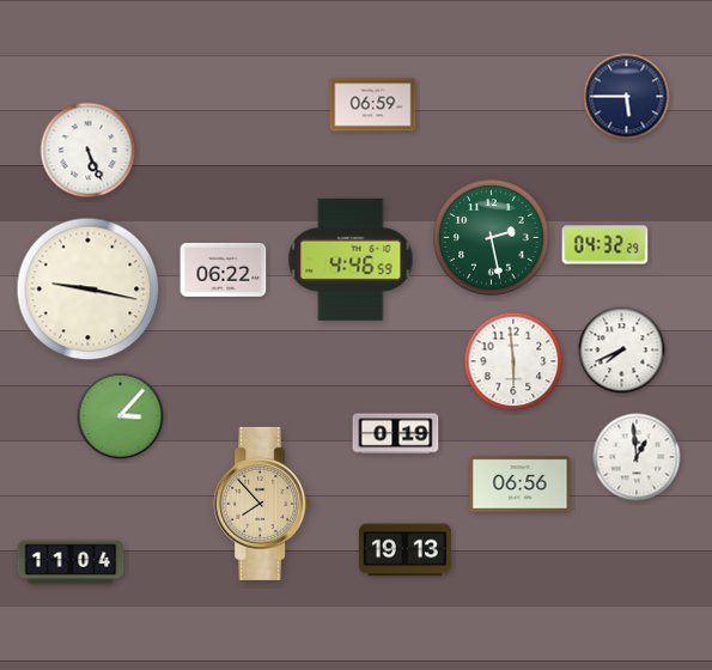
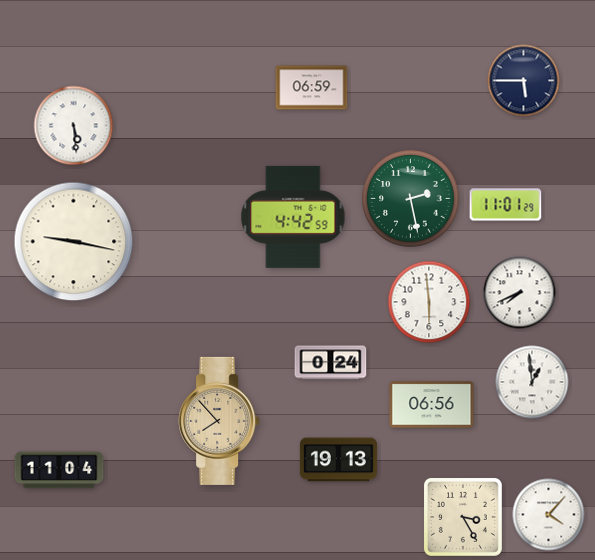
clock at (89, 151): 5:26 -> 5:29
clock at (605, 245): 04:32 -> 11:01
clock at (351, 260): 4:46 -> 4:42
clock at (224, 269): 06:22 -> none
clock at (121, 416): 3:07 -> none
clock at (396, 434): 0:19 -> 0:24
clock at (521, 485) position: (521, 485) -> (432, 405)
clock at (549, 515): none -> 4:07
clock at (463, 517): none -> 3:25
